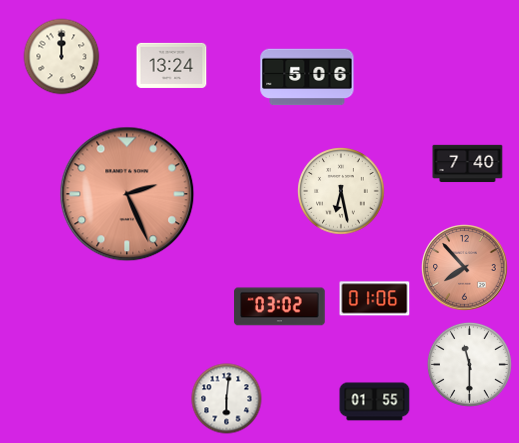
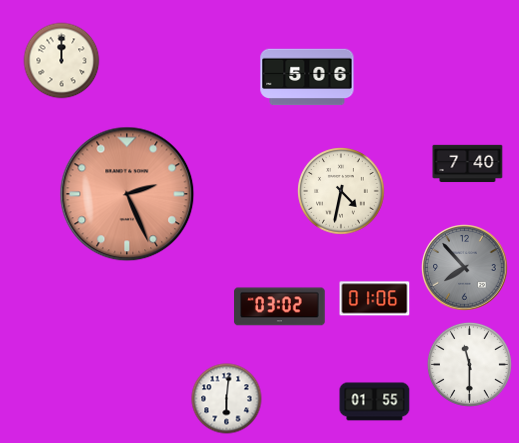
clock at (62, 57) position: (62, 57) -> (62, 61)
clock at (172, 65): 13:24 -> none
clock at (341, 191): 6:28 -> 4:32
clock at (465, 268) dial: salmon -> grey
